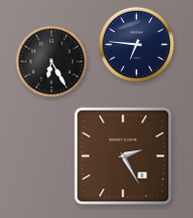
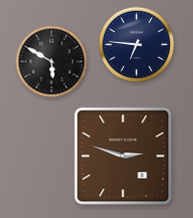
clock at (52, 62): 6:25 -> 5:50
clock at (123, 156): 2:25 -> 2:48
